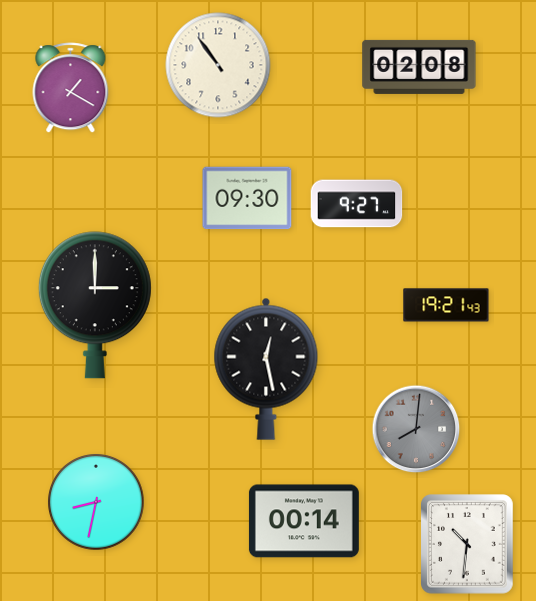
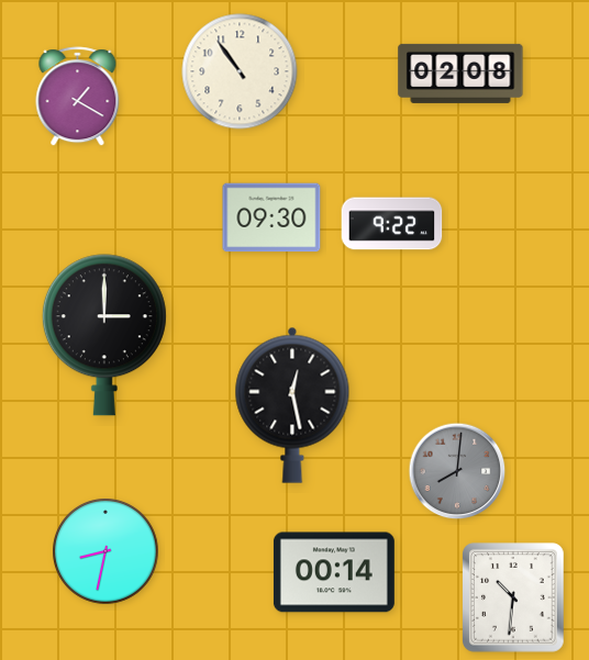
clock at (357, 204): 9:27 -> 9:22
clock at (446, 305): 19:21 -> none
